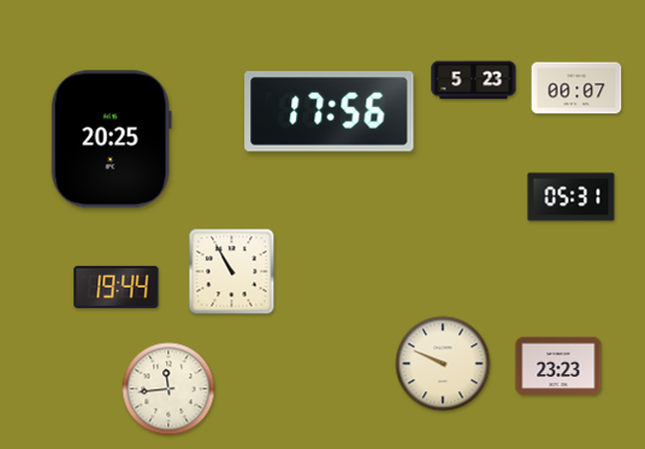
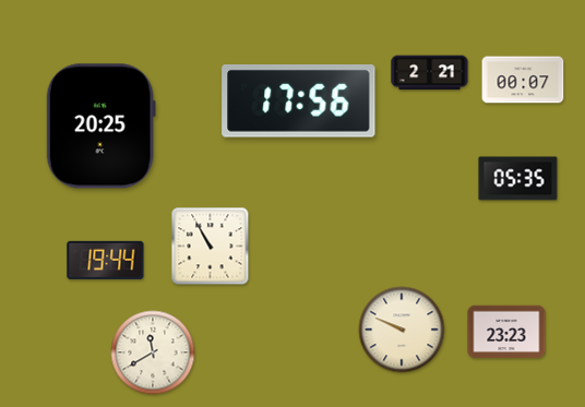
clock at (474, 81): 5:23 -> 2:21
clock at (572, 197): 05:31 -> 05:35
clock at (168, 389): 11:44 -> 11:40
